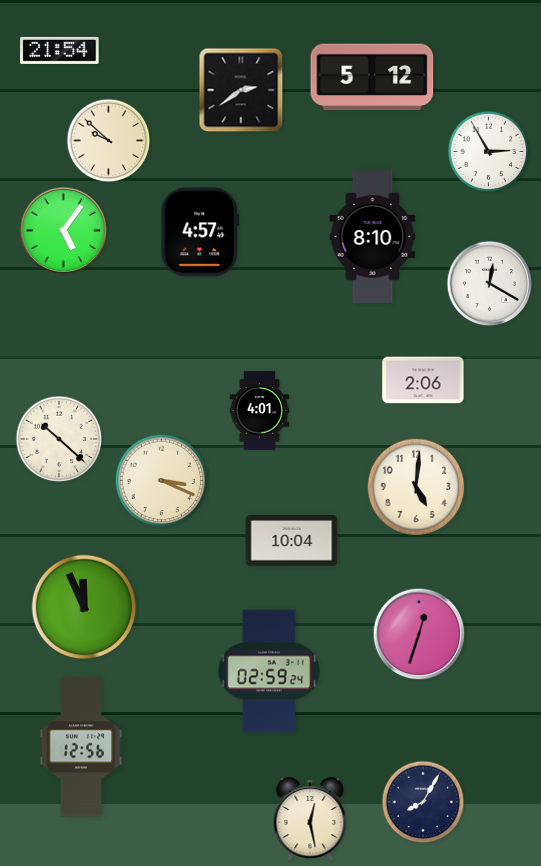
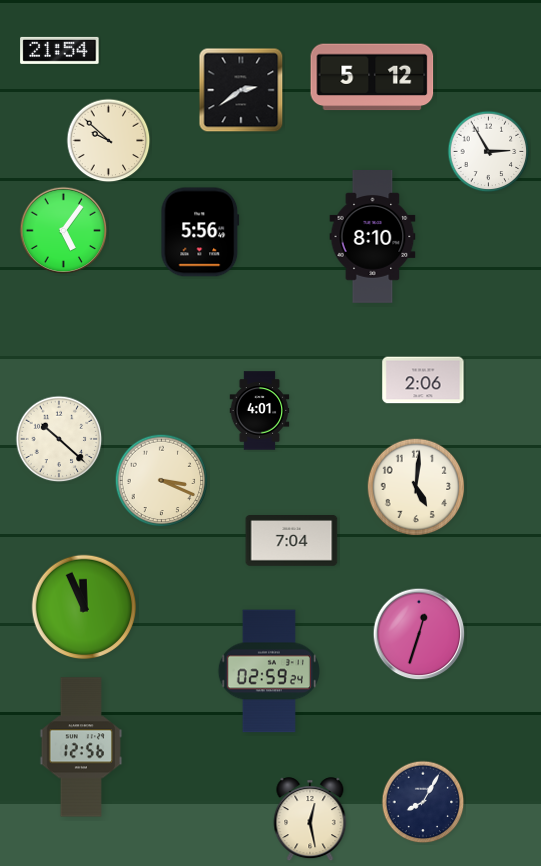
clock at (200, 232): 4:57 -> 5:56
clock at (490, 284): 12:20 -> none
clock at (292, 541): 10:04 -> 7:04
